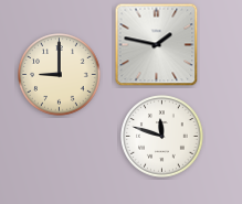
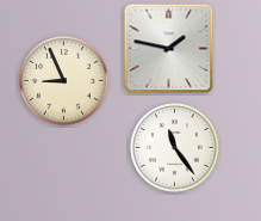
clock at (60, 75): 9:00 -> 8:56
clock at (162, 137): 11:48 -> 11:24
